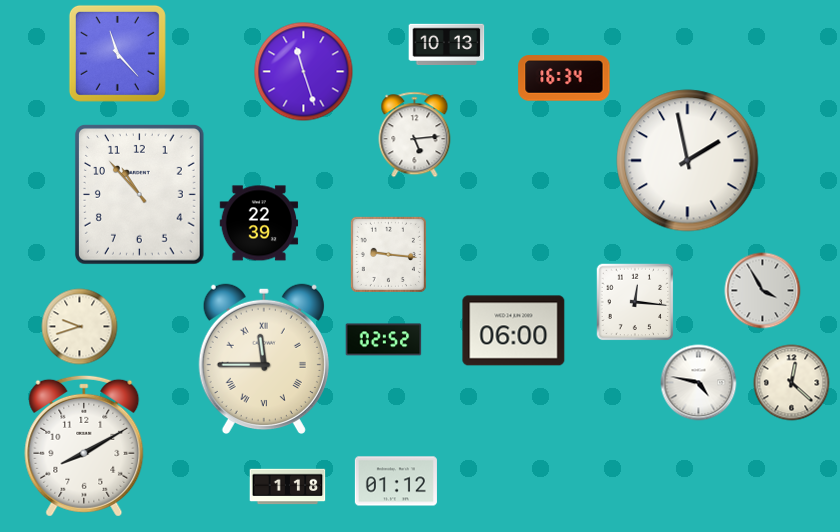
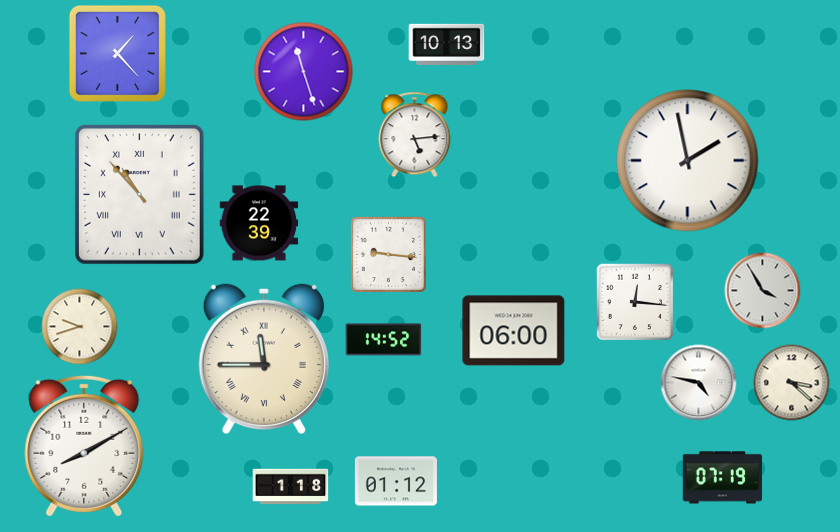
clock at (117, 53): 11:23 -> 1:23
clock at (564, 78): 16:34 -> none
clock at (139, 195) numerals: Arabic -> Roman
clock at (384, 340): 02:52 -> 14:52
clock at (792, 383): 12:22 -> 3:22
clock at (722, 478): none -> 07:19
clock at (288, 487) position: (288, 487) -> (291, 487)
